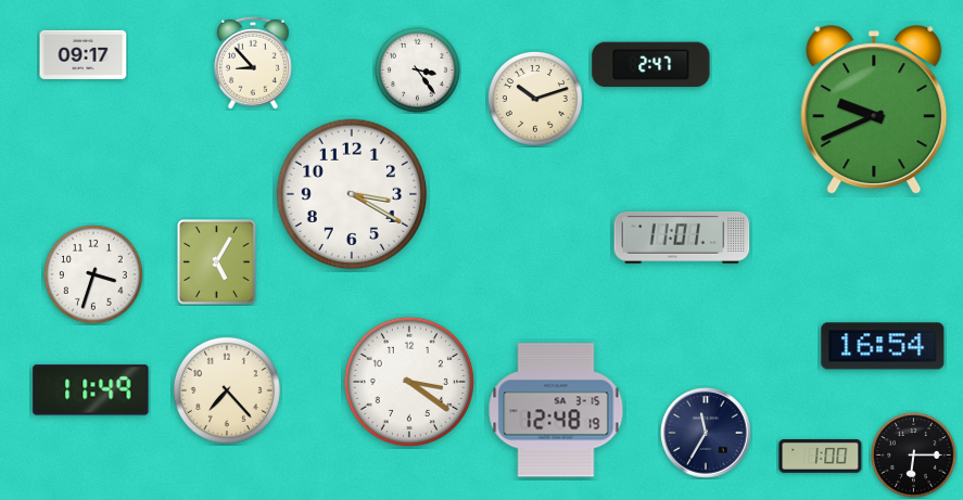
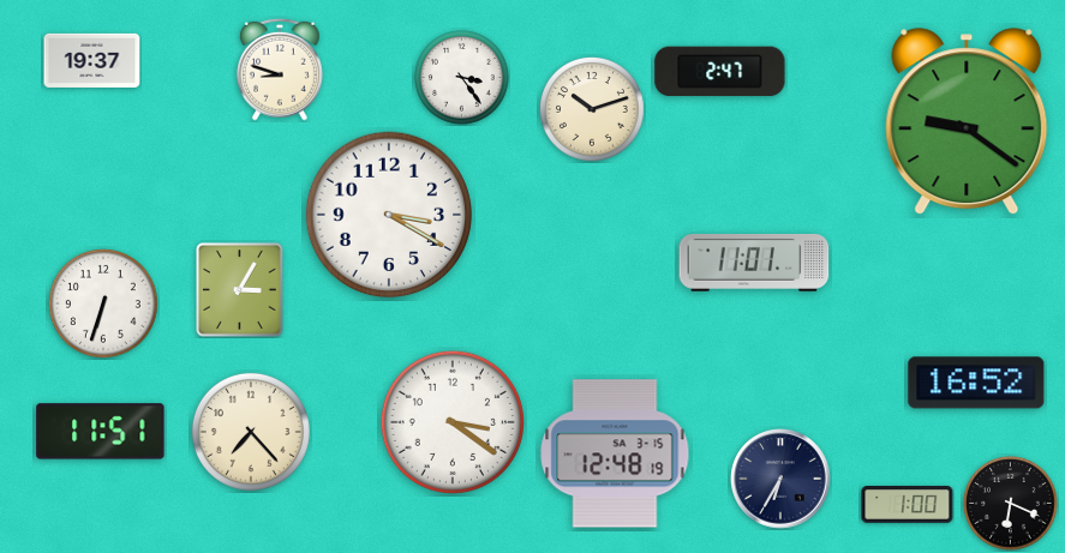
clock at (84, 54): 09:17 -> 19:37
clock at (254, 63): 8:53 -> 8:48
clock at (874, 111): 9:41 -> 9:21
clock at (217, 262): 5:05 -> 3:05
clock at (93, 274): 3:33 -> 6:33
clock at (883, 346): 16:54 -> 16:52
clock at (91, 390): 11:49 -> 11:51
clock at (706, 433): 11:35 -> 6:35
clock at (914, 456): 6:15 -> 6:19
